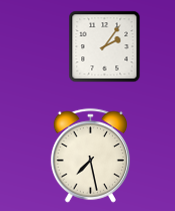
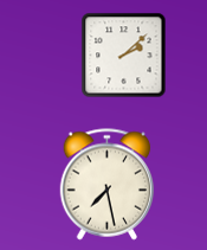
clock at (105, 47): 2:06 -> 2:08
